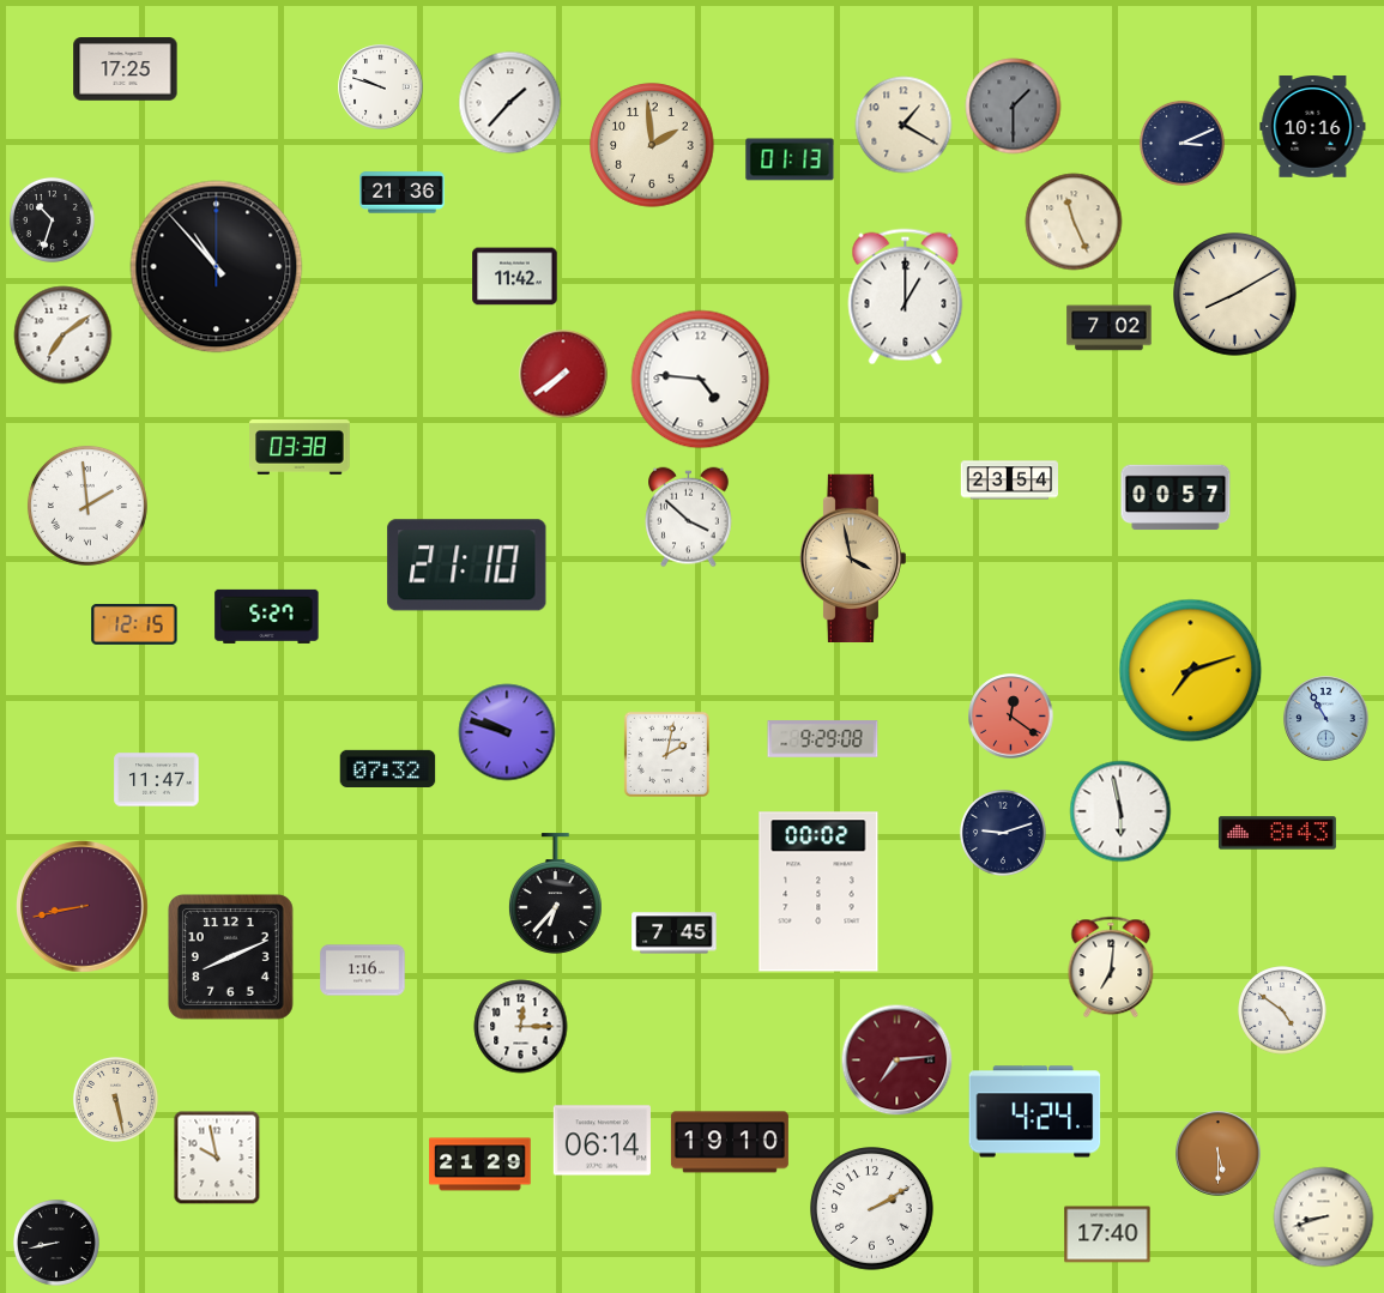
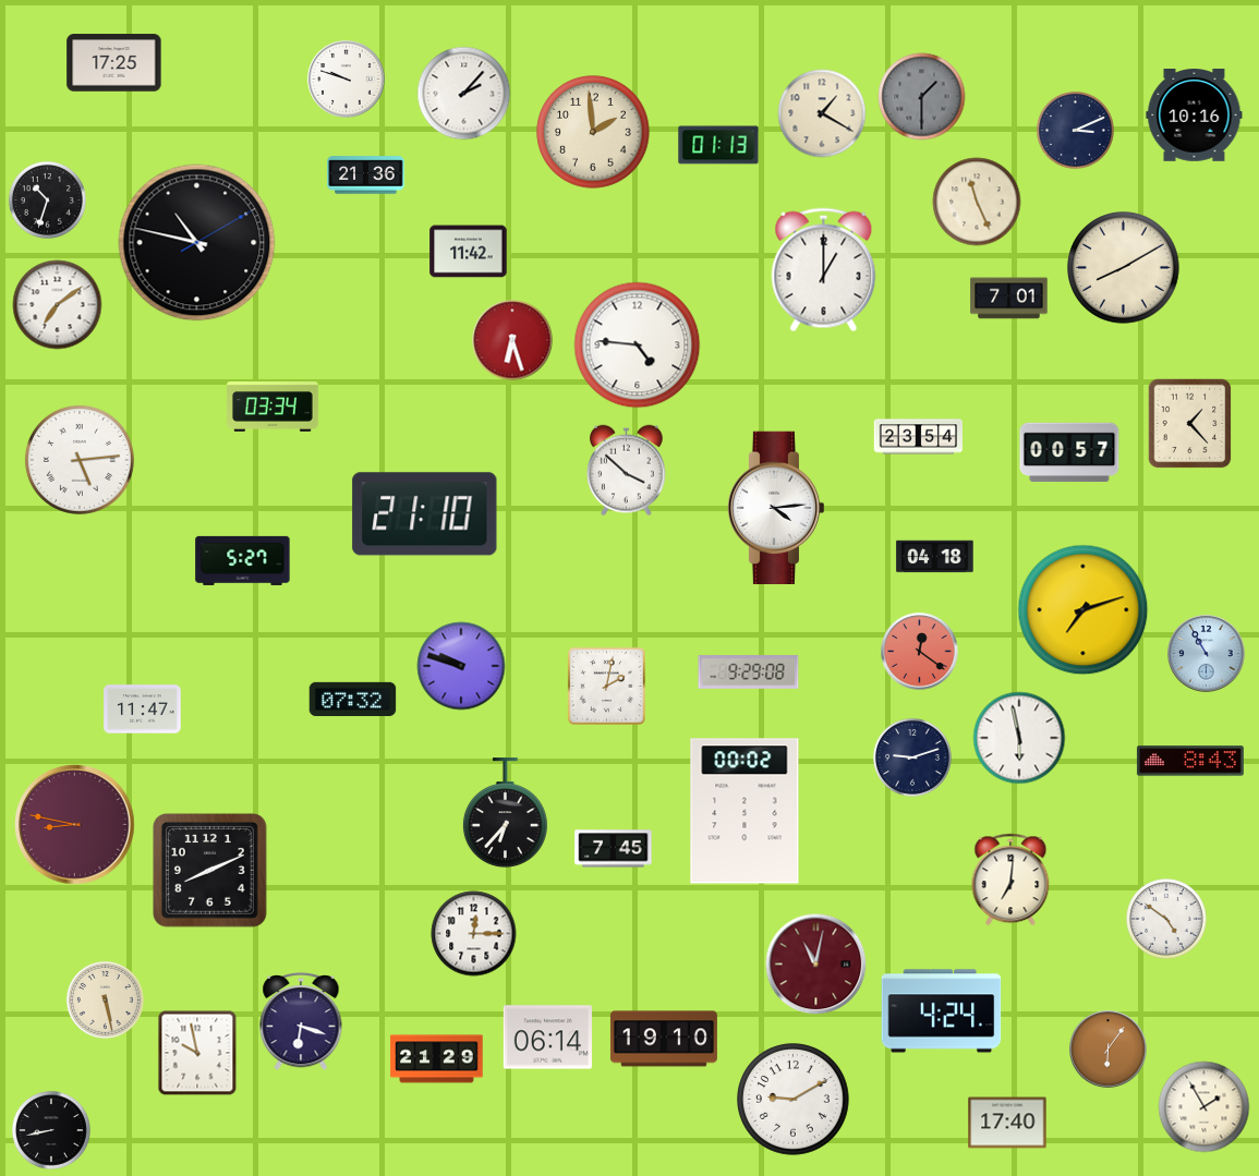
clock at (510, 103): 1:37 -> 2:07
clock at (217, 267): 10:53 -> 10:47
clock at (1110, 328): 7:02 -> 7:01
clock at (563, 374): 7:39 -> 6:27
clock at (301, 448): 03:38 -> 03:34
clock at (1190, 424): none -> 1:23
clock at (87, 506): 1:59 -> 5:14
clock at (853, 557): 3:58 -> 4:14
clock at (853, 557) dial: champagne -> white
clock at (935, 557): none -> 04:18
clock at (134, 624): 12:15 -> none
clock at (1277, 833) position: (1277, 833) -> (1190, 761)
clock at (83, 907): 8:43 -> 8:47
clock at (363, 971): 1:16 -> none
clock at (898, 1061): 7:14 -> 11:02
clock at (301, 1021): none -> 6:18
clock at (1219, 1154): 5:30 -> 6:06
clock at (872, 1209): 2:10 -> 9:10
clock at (1324, 1218): 8:42 -> 1:55
